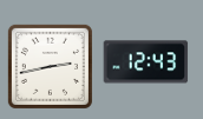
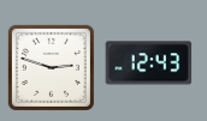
clock at (50, 66): 2:43 -> 2:48
